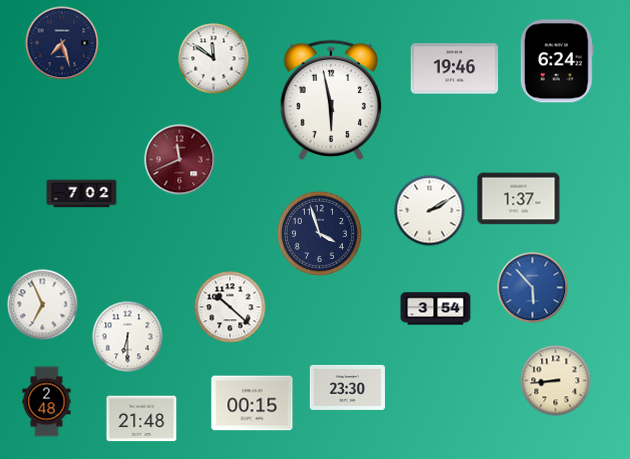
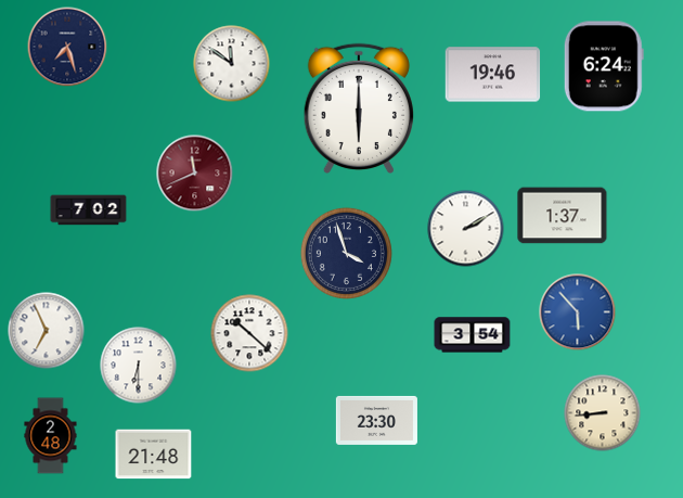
clock at (331, 99): 5:58 -> 6:00
clock at (252, 403): 00:15 -> none
